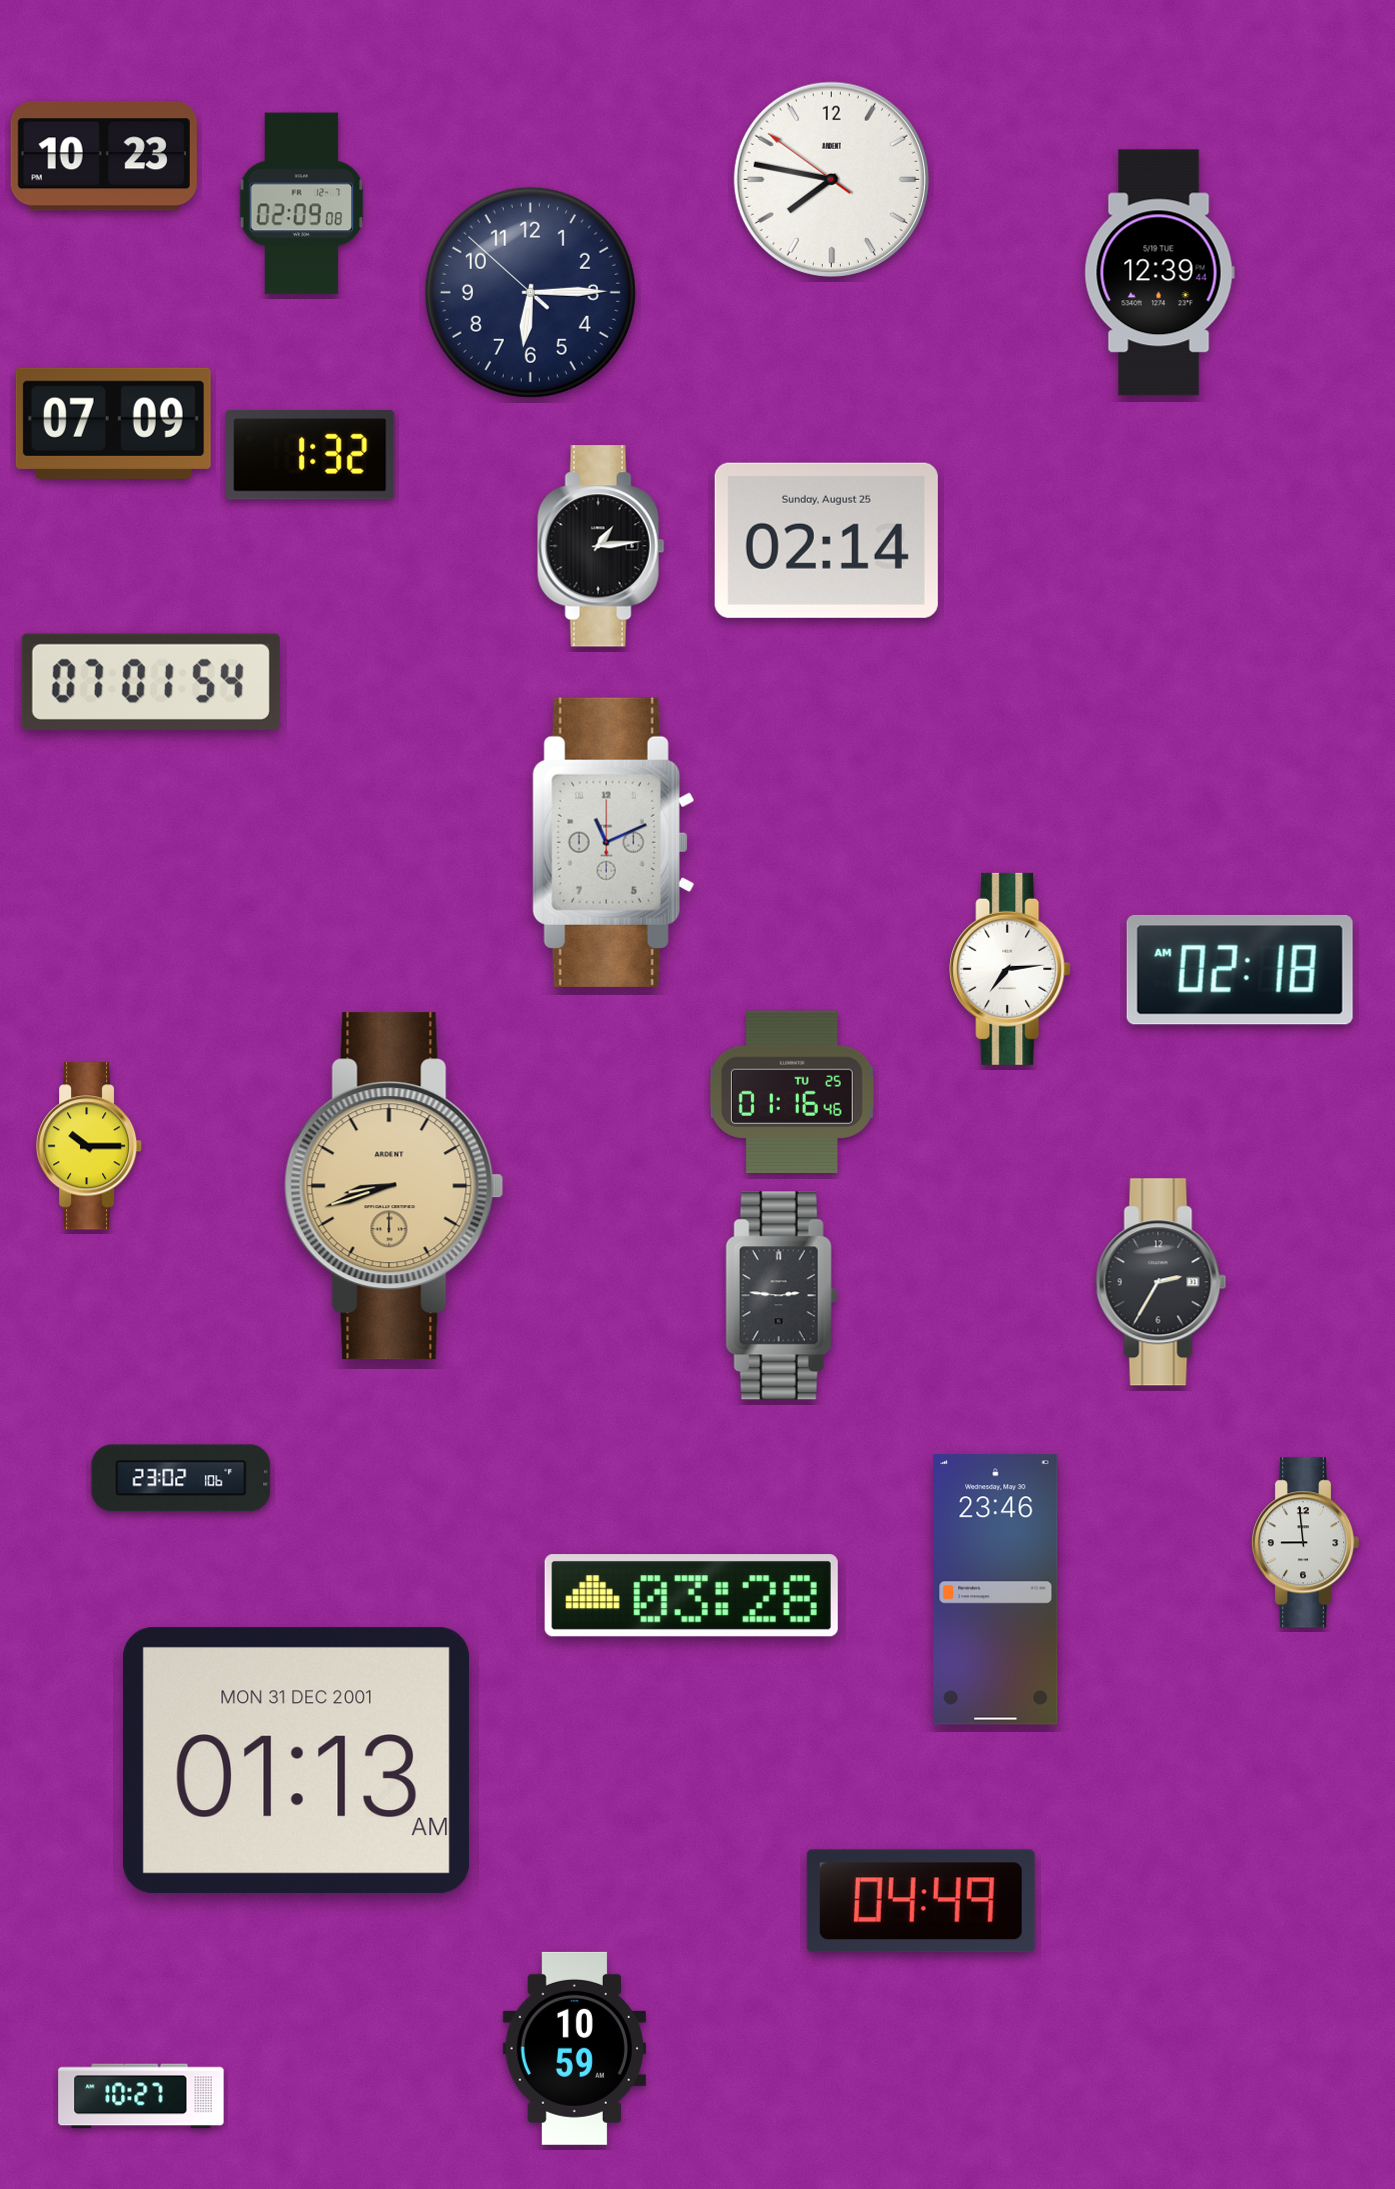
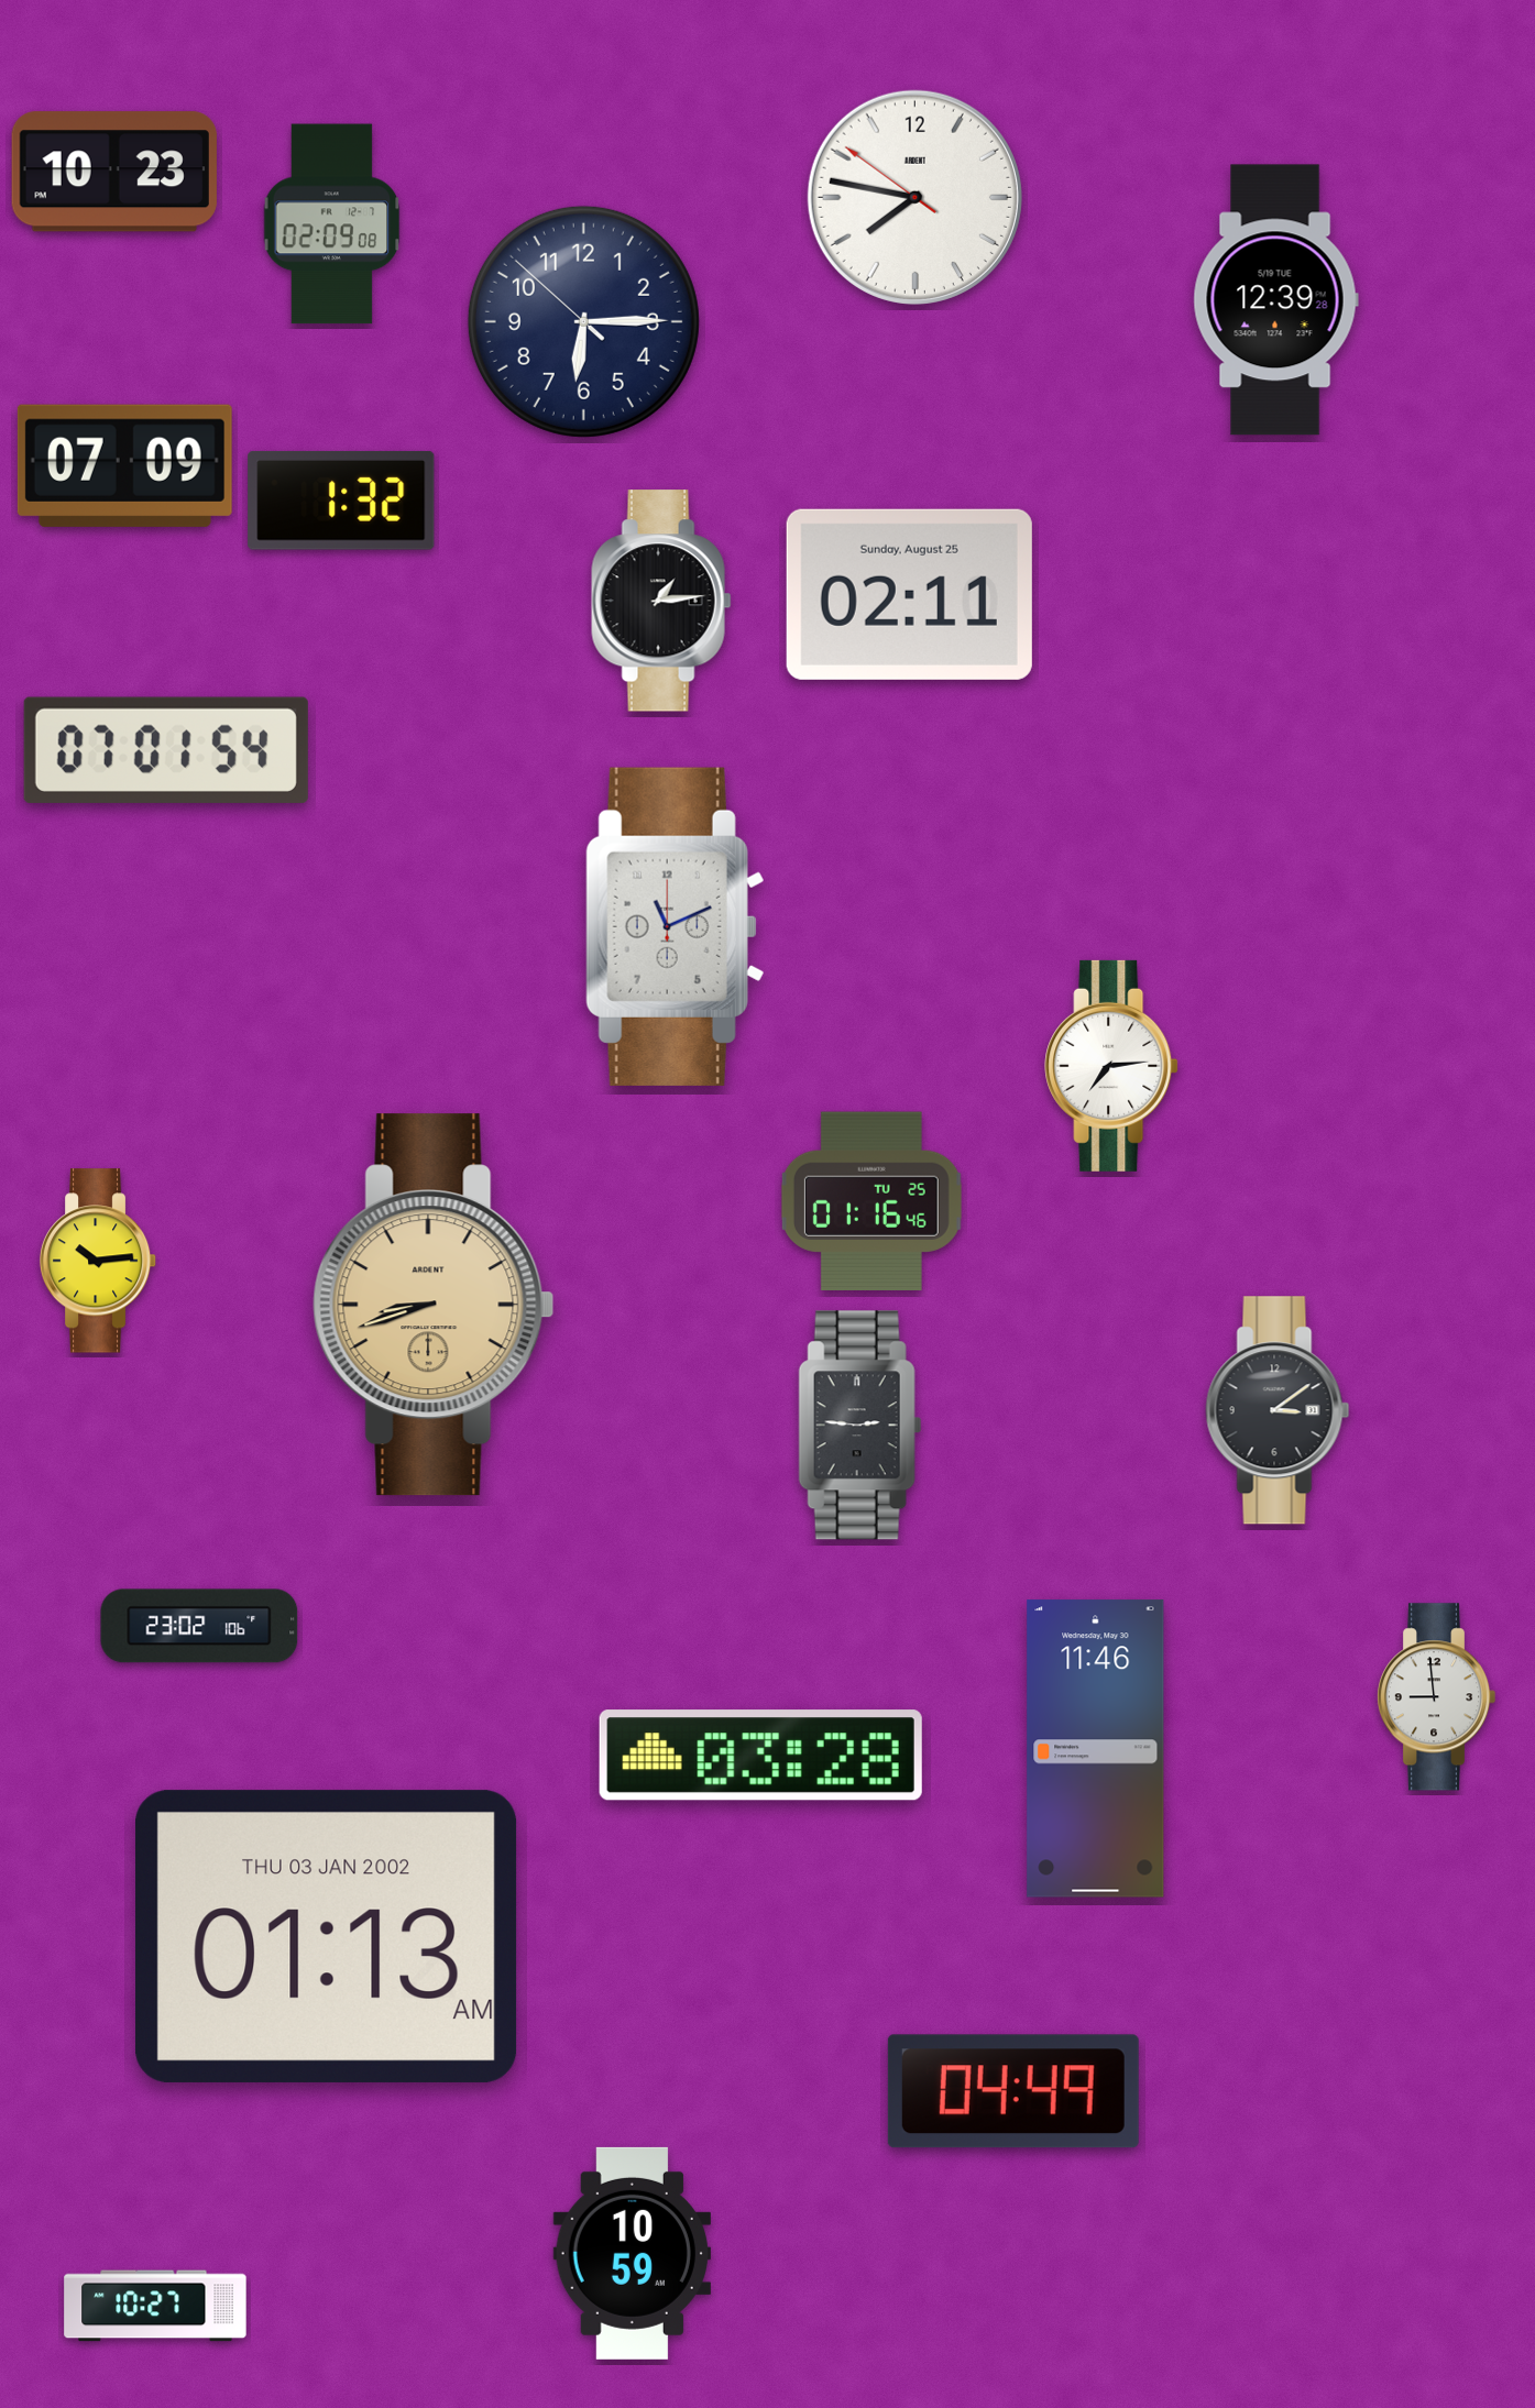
clock at (1159, 273): 12:39:44 -> 12:39:28
clock at (826, 540): 02:14 -> 02:11
clock at (1240, 970): 02:18 -> none
clock at (89, 1146): 10:15 -> 10:14
clock at (1161, 1282): 2:35 -> 3:09
clock at (996, 1590): 23:46 -> 11:46
clock at (297, 1760) date: MON 31 DEC 2001 -> THU 03 JAN 2002
